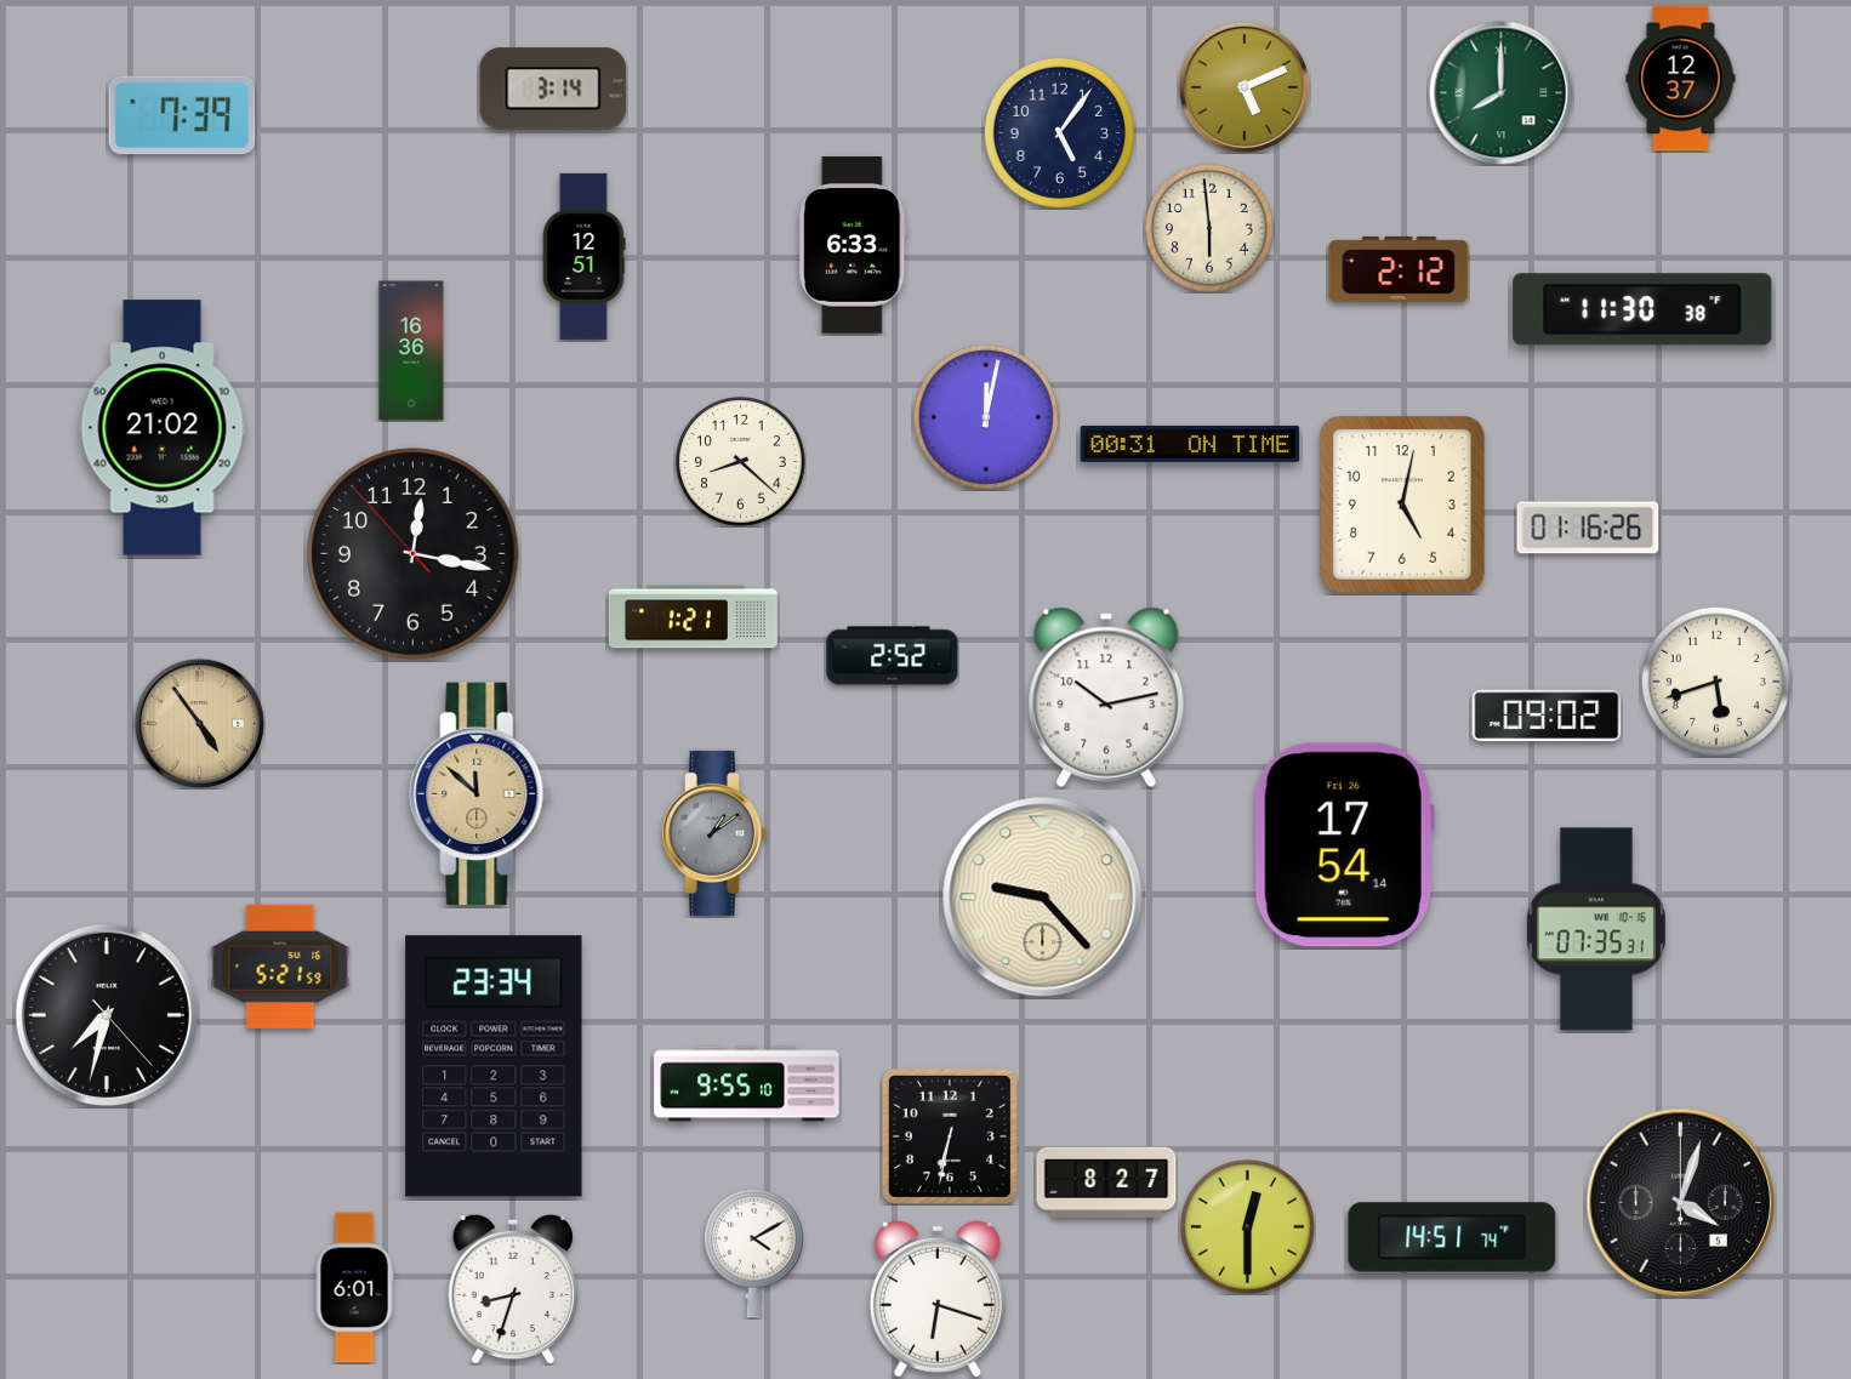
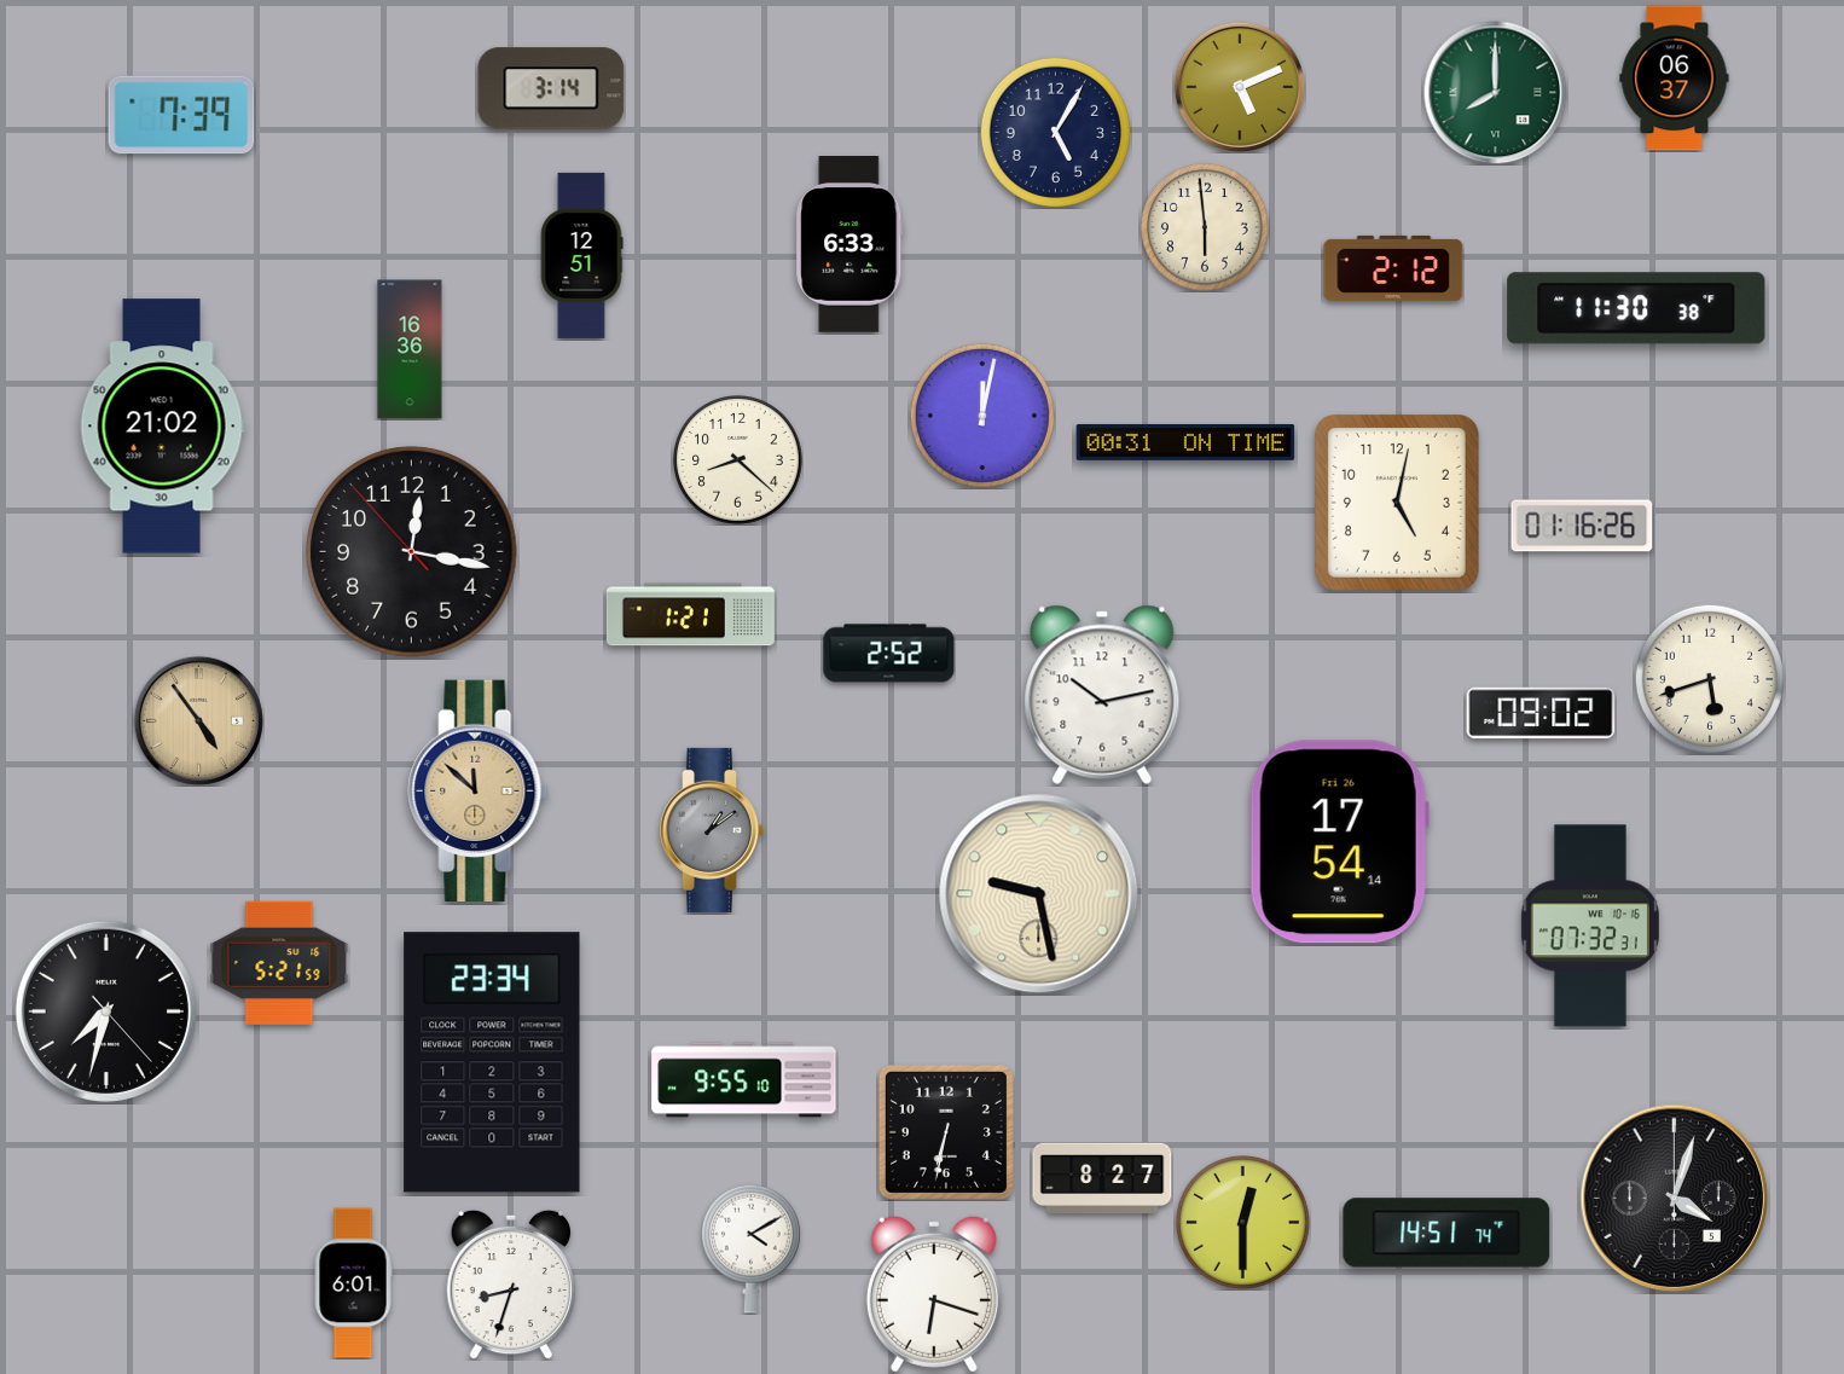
clock at (1681, 79): 12:37 -> 06:37
clock at (1059, 132): 5:06 -> 5:05
clock at (1043, 898): 9:23 -> 9:28
clock at (1596, 929): 07:35 -> 07:32
